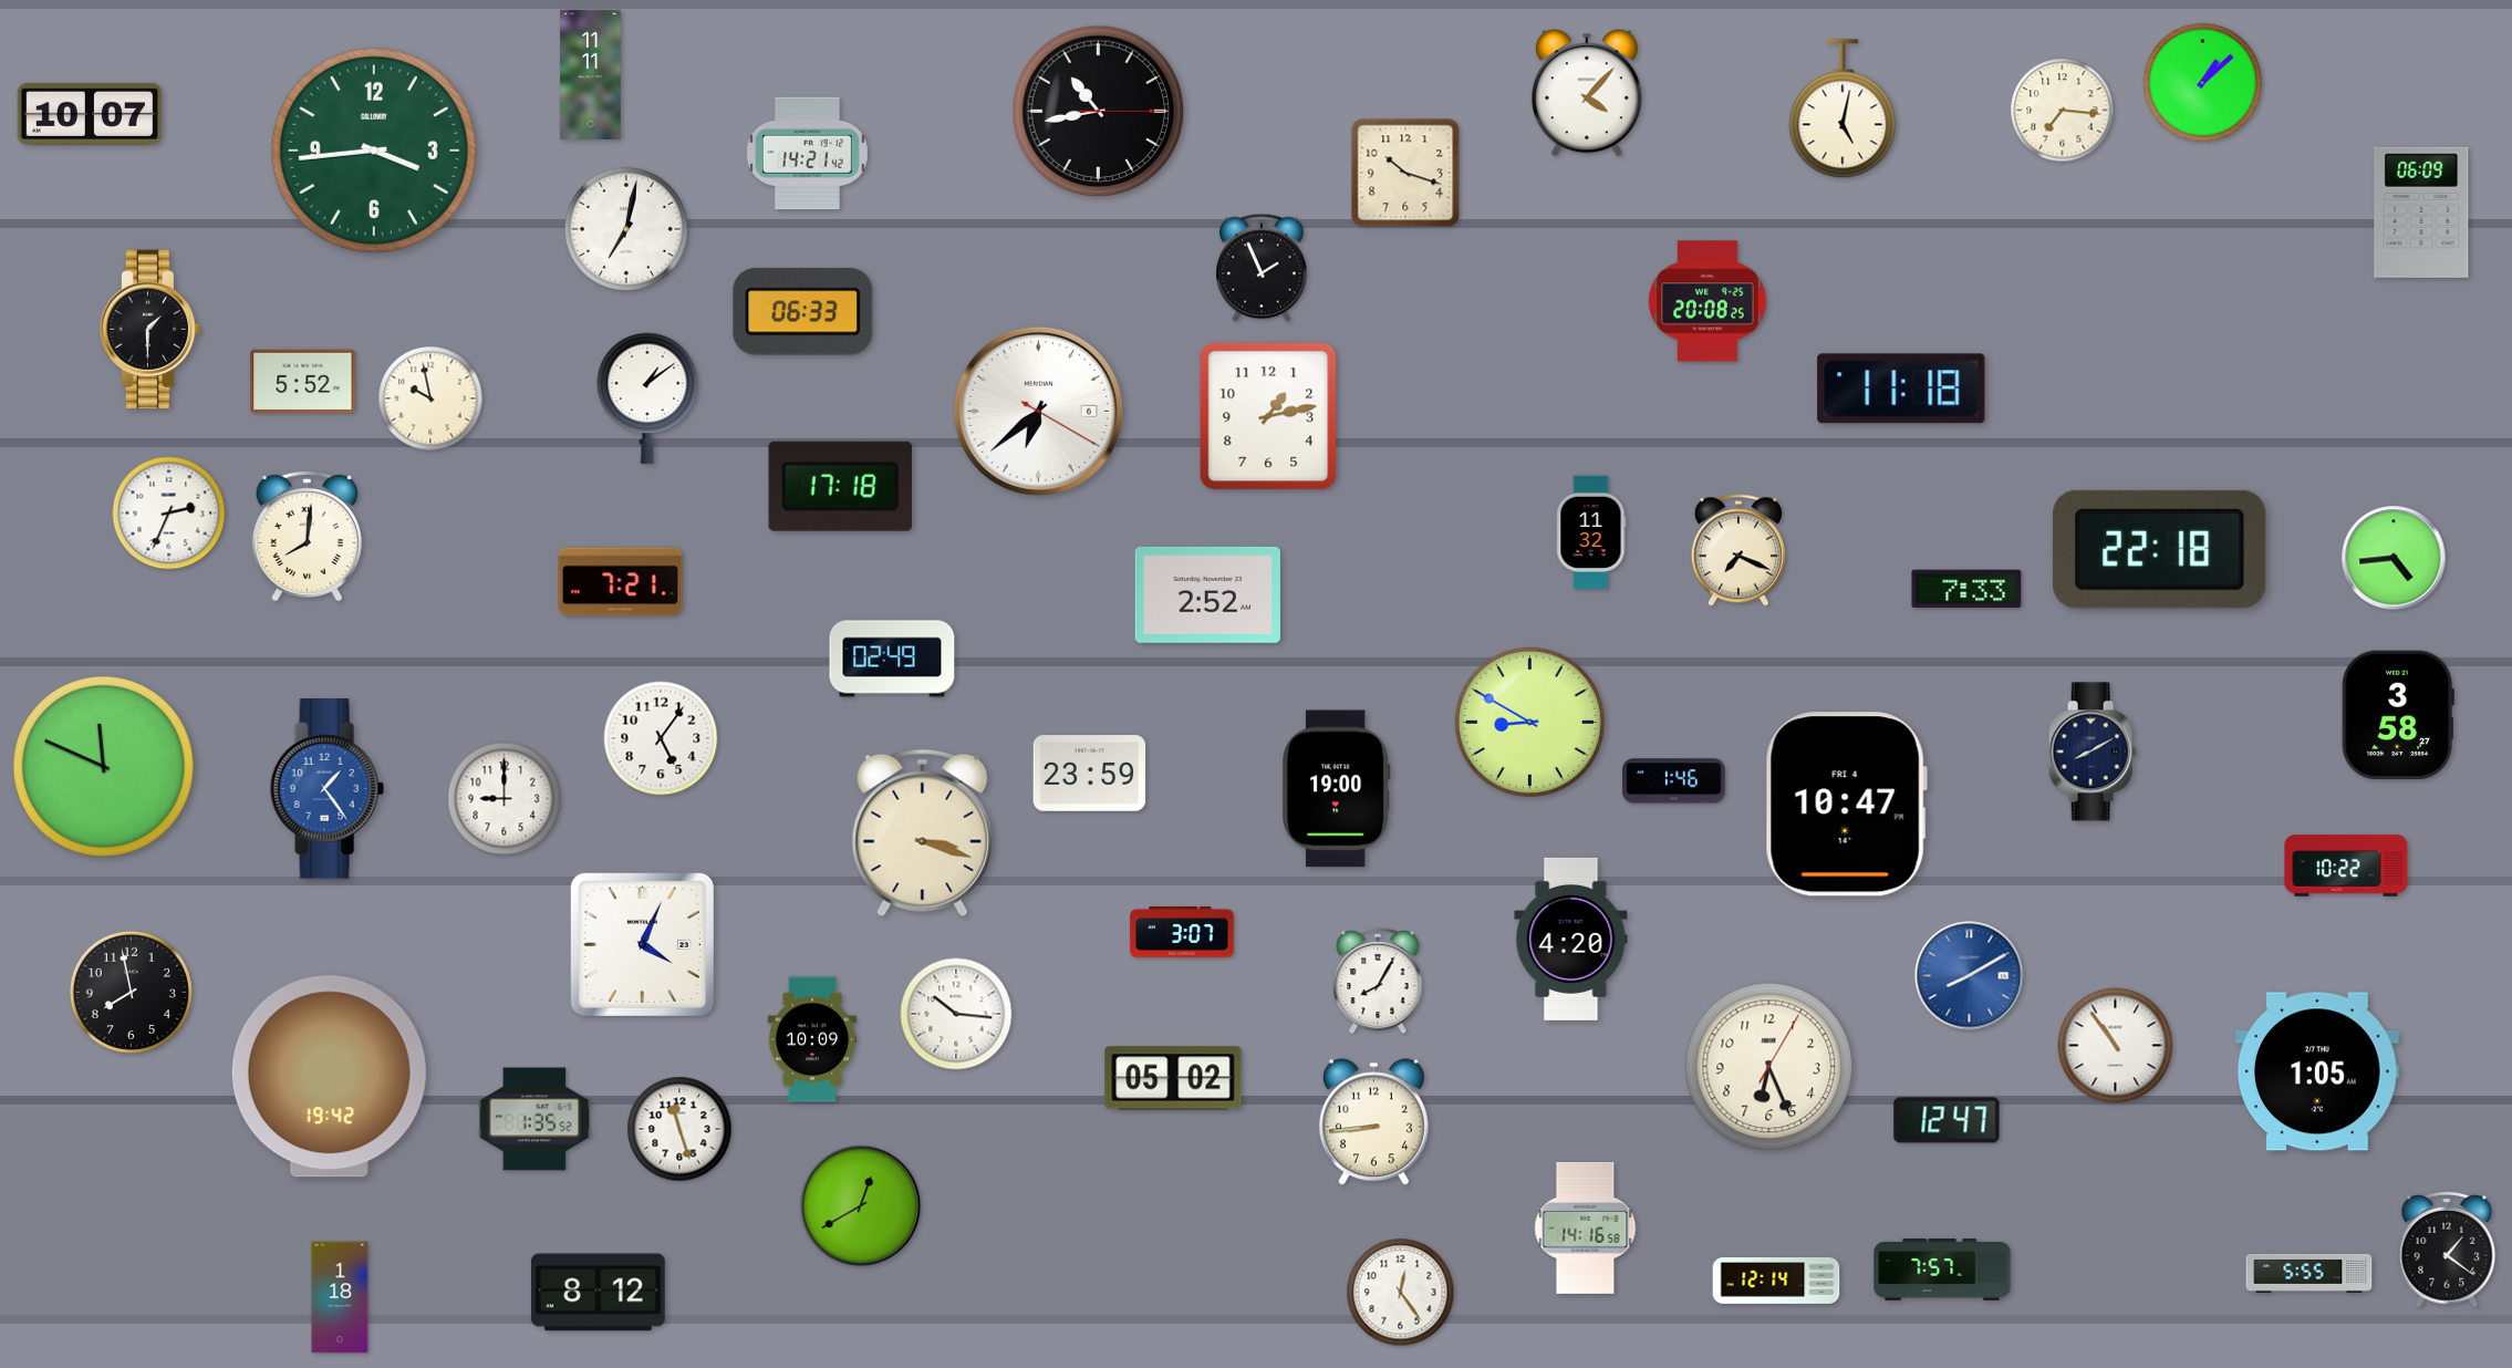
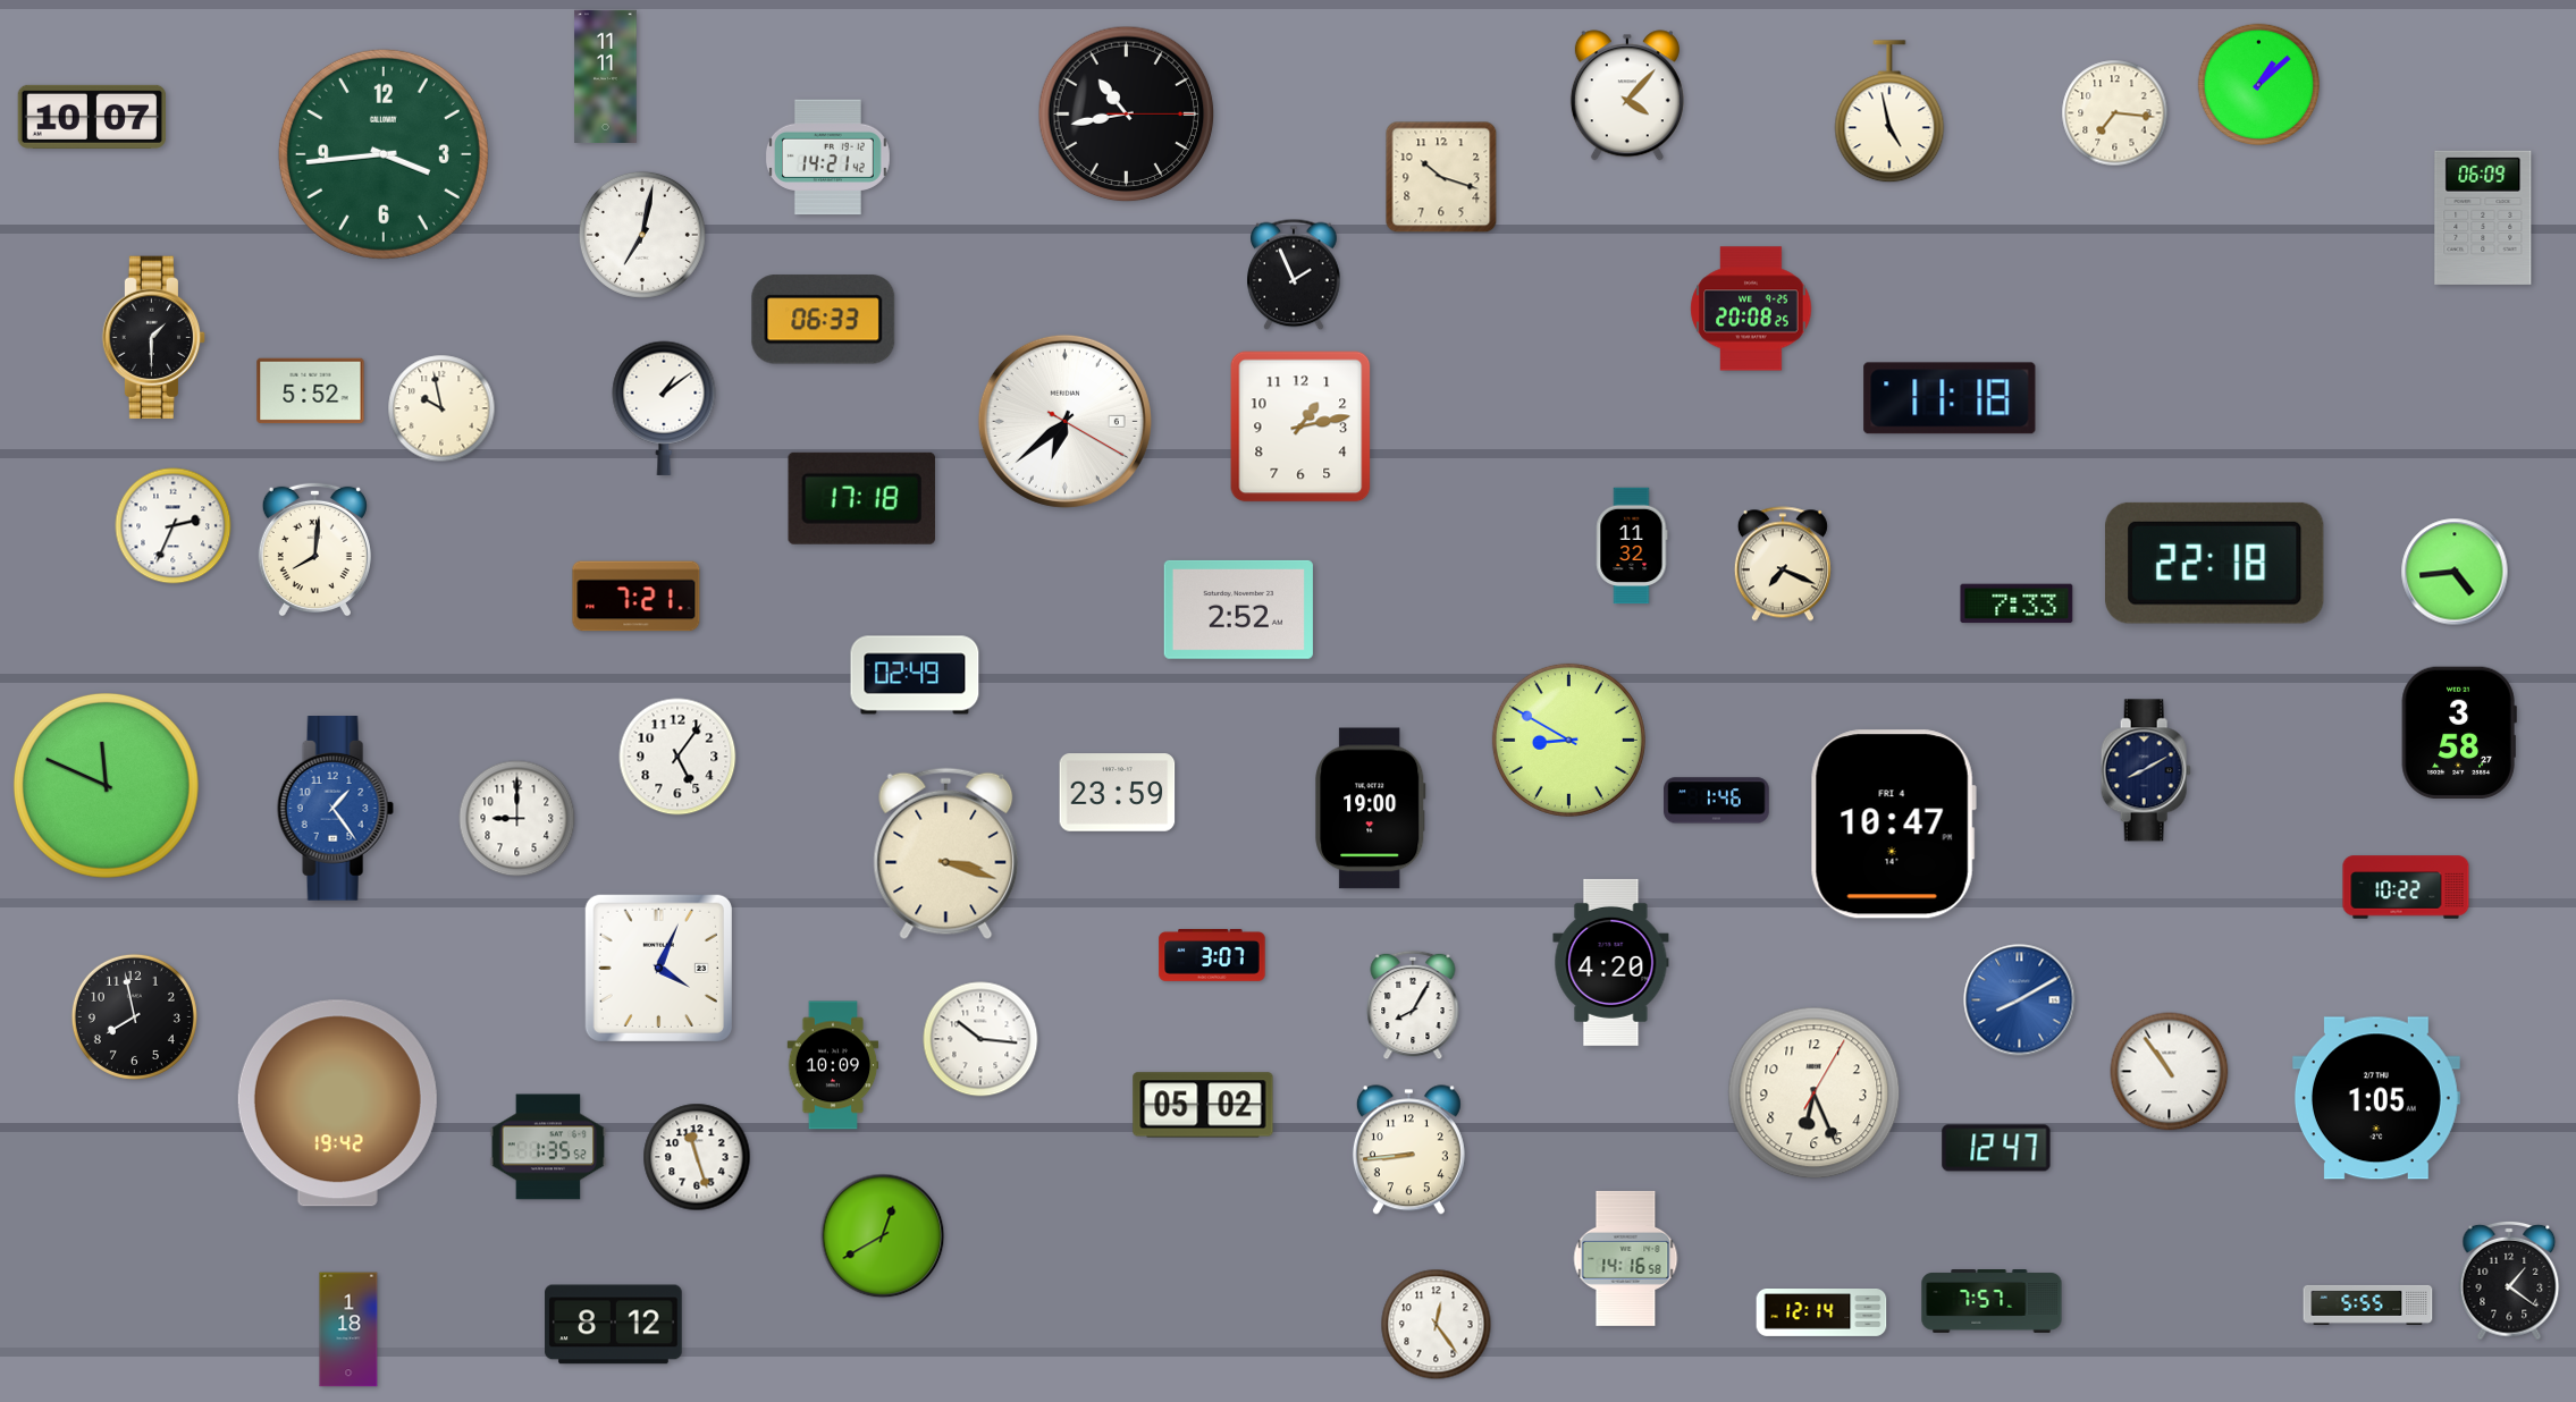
clock at (1843, 110): 5:02 -> 4:58
